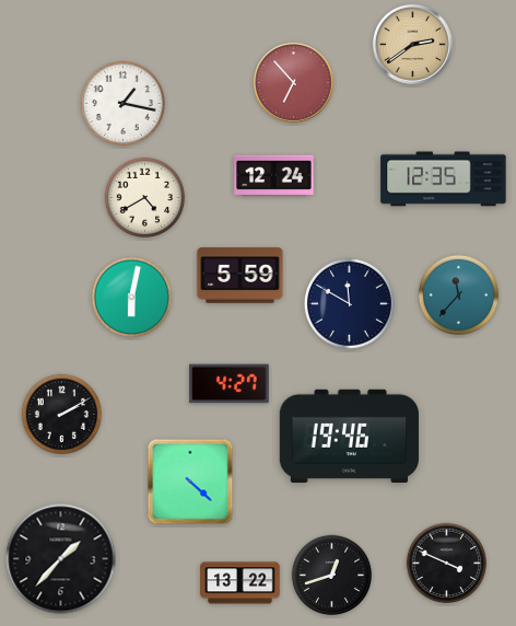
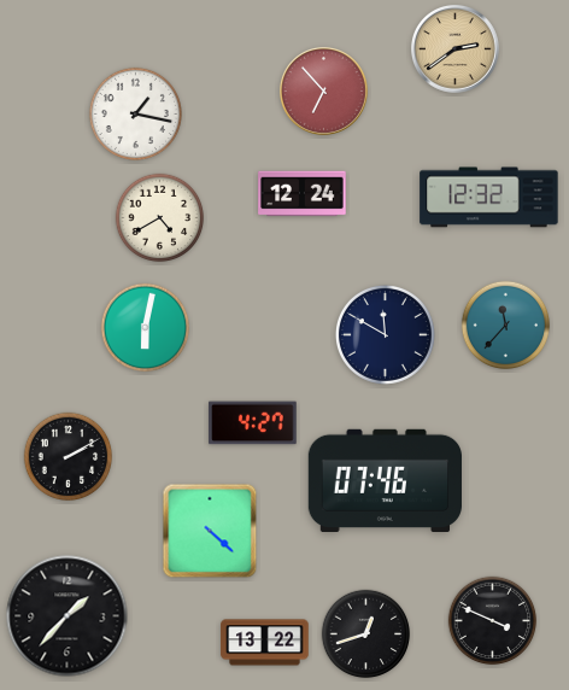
clock at (444, 179): 12:35 -> 12:32
clock at (241, 276): 5:59 -> none
clock at (349, 436): 19:46 -> 07:46
